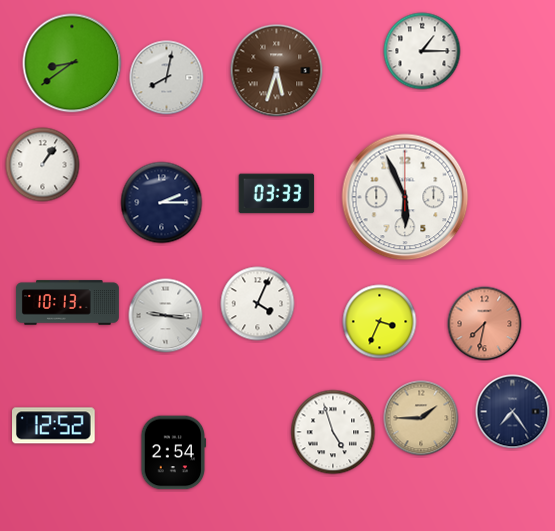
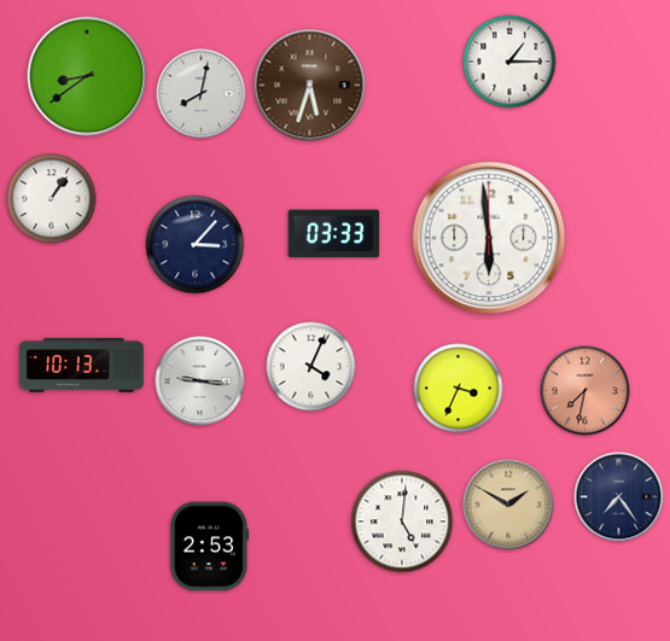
clock at (277, 71) position: (277, 71) -> (310, 86)
clock at (405, 197): 5:56 -> 5:59
clock at (162, 203): 2:15 -> 3:07
clock at (421, 418): 1:45 -> 1:50
clock at (54, 426): 12:52 -> none
clock at (333, 432): 4:57 -> 5:01
clock at (174, 453): 2:54 -> 2:53
